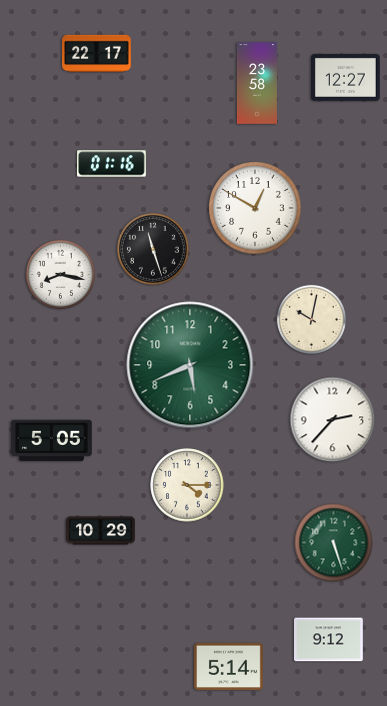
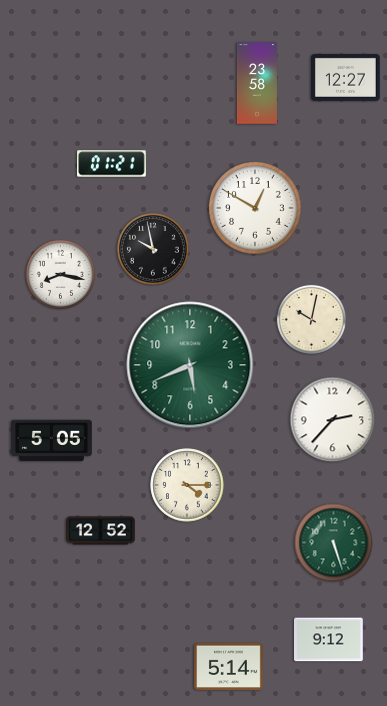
clock at (97, 54): 22:17 -> none
clock at (112, 164): 01:16 -> 01:21
clock at (154, 250): 11:27 -> 9:58
clock at (101, 531): 10:29 -> 12:52
